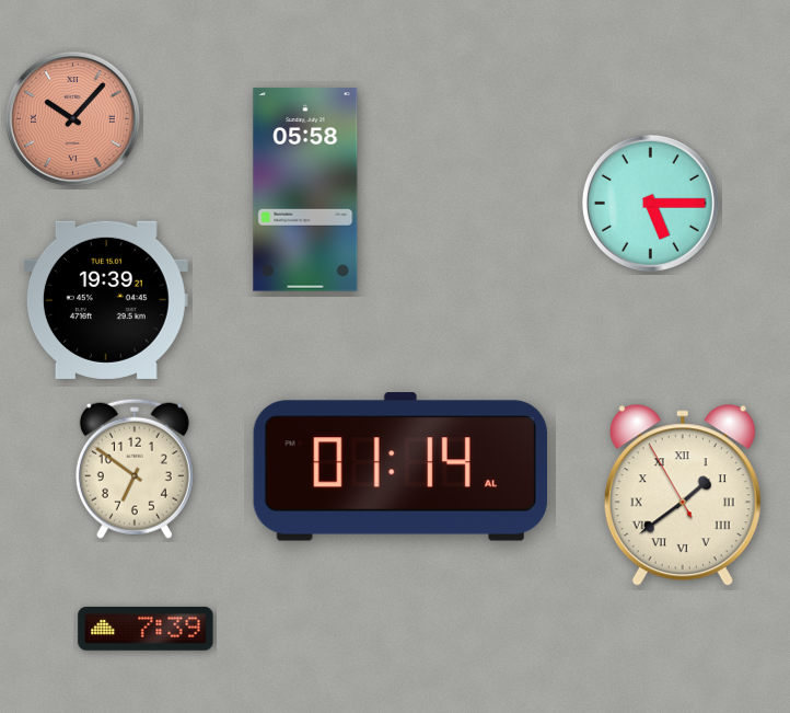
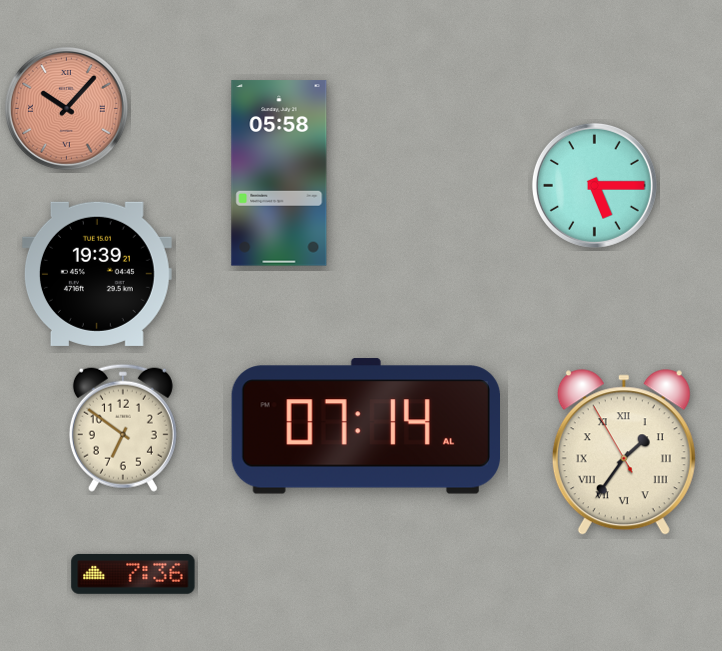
clock at (399, 467): 01:14 -> 07:14
clock at (683, 496): 1:38 -> 1:35
clock at (146, 629): 7:39 -> 7:36
